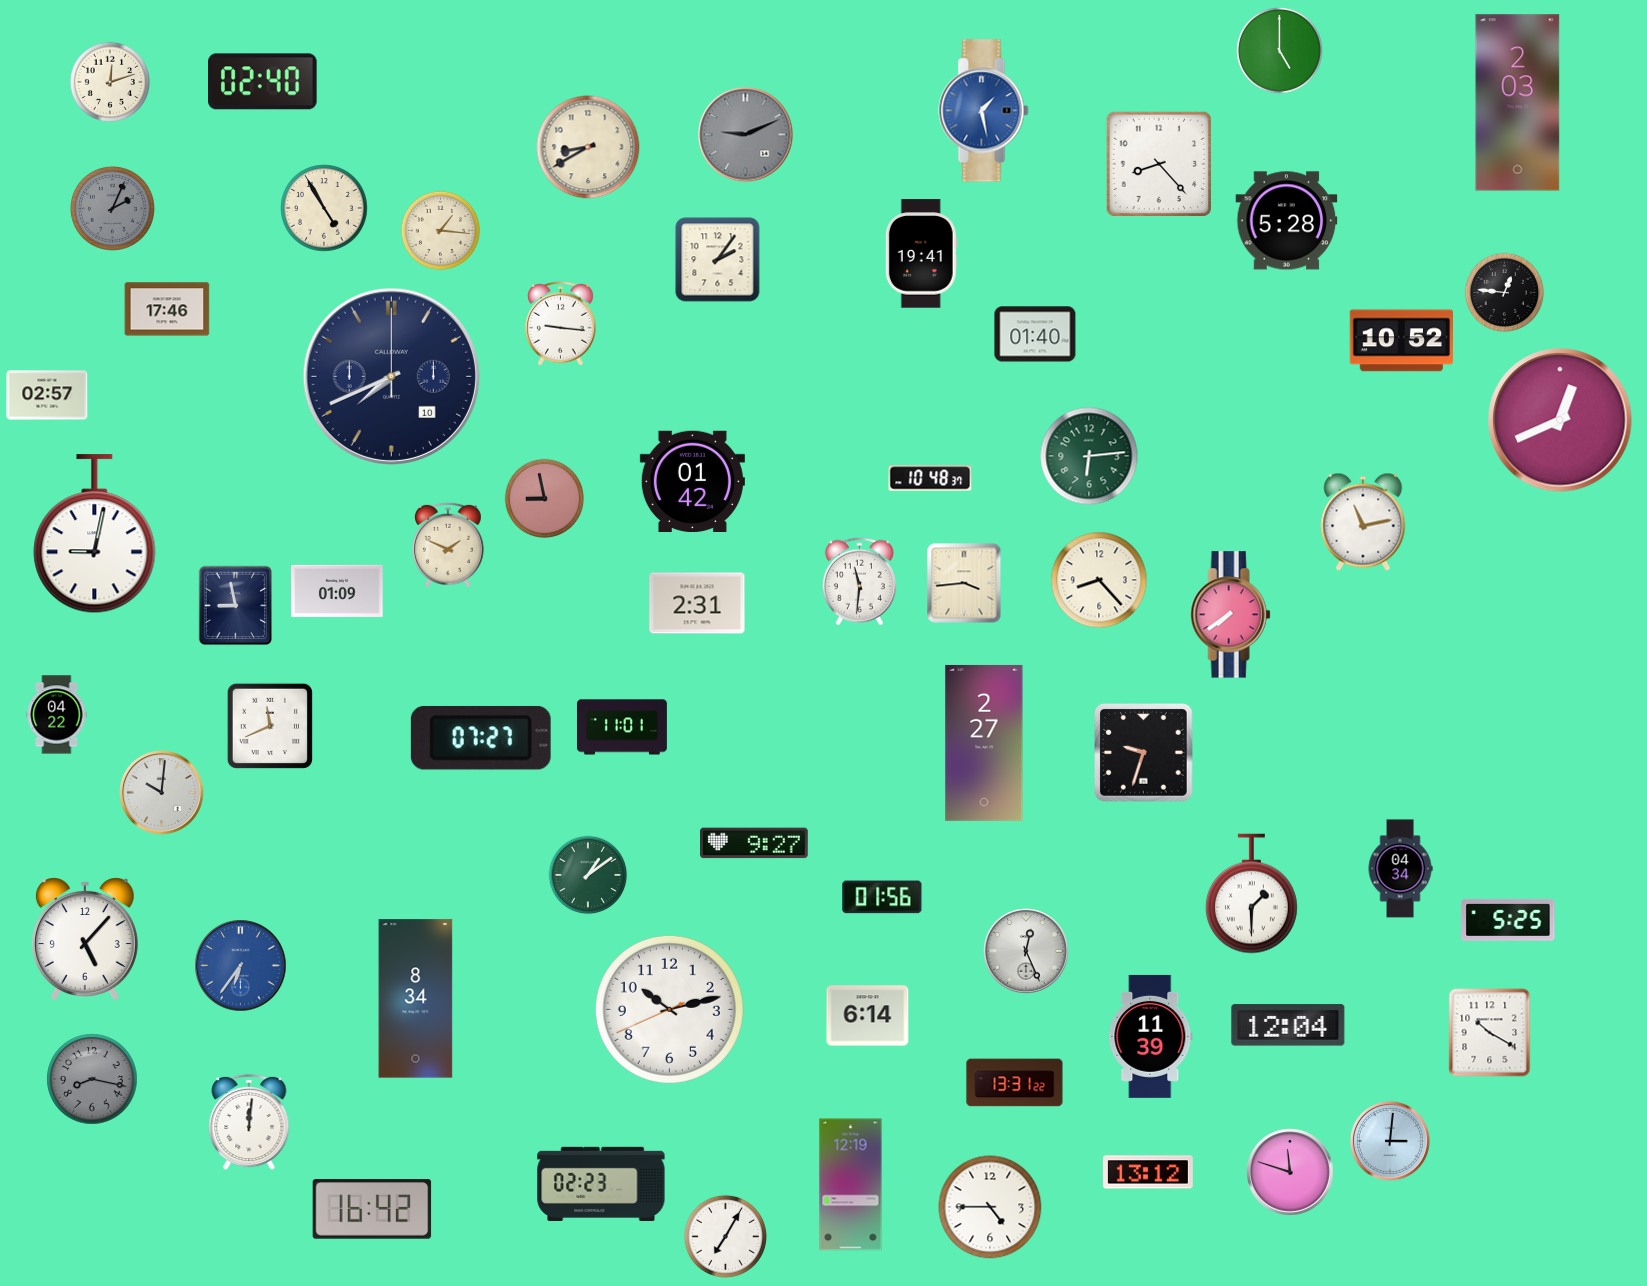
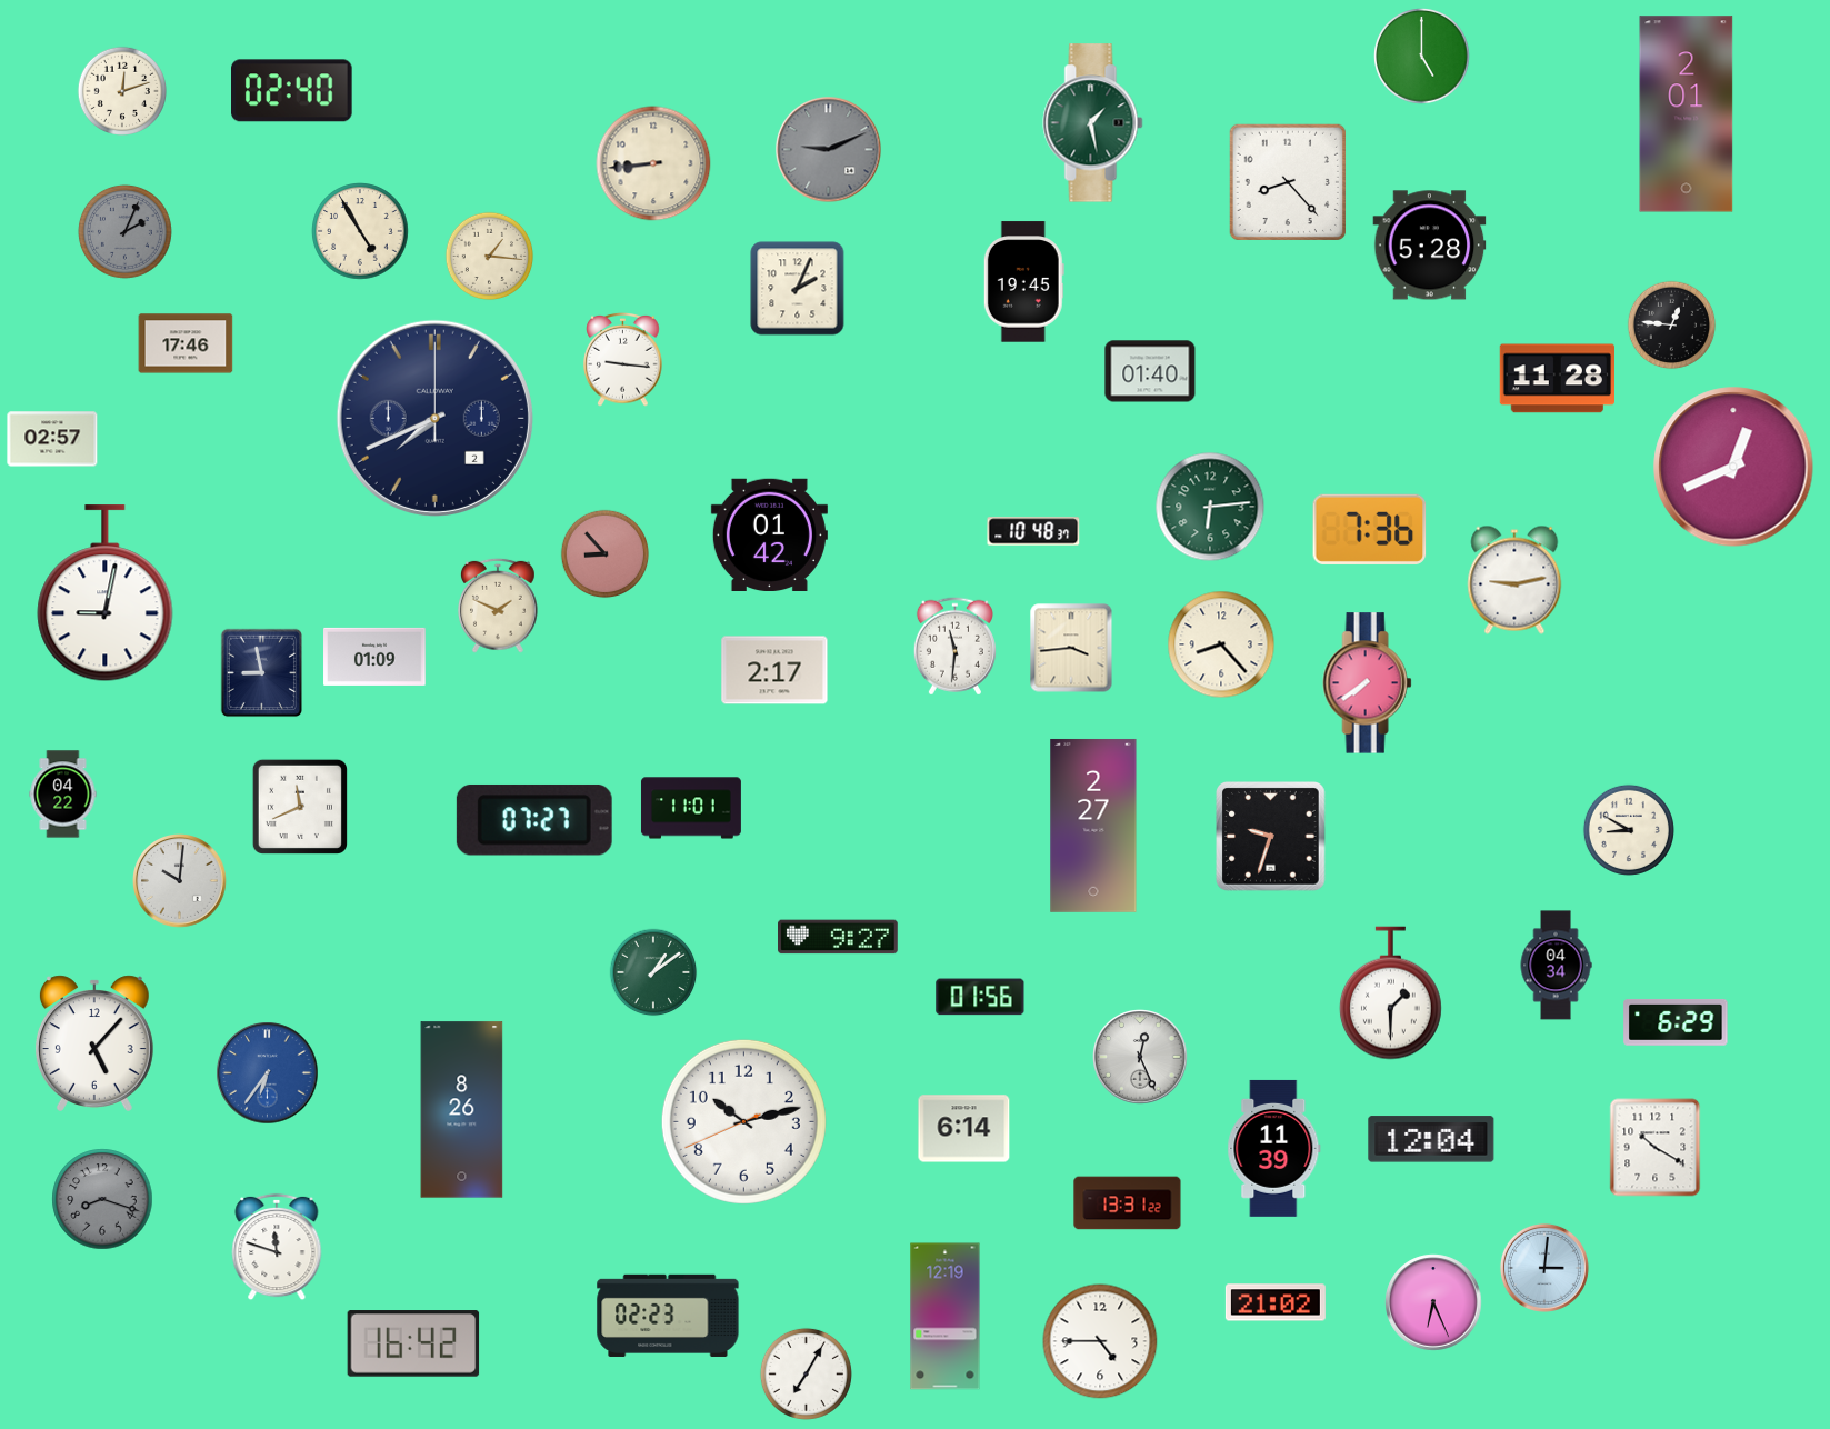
clock at (1518, 103): 2:03 -> 2:01
clock at (984, 111) dial: blue -> green
clock at (588, 147): 8:40 -> 8:44
clock at (921, 254): 19:41 -> 19:45
clock at (718, 260): 2:06 -> 2:04
clock at (1402, 341): 10:52 -> 11:28
clock at (391, 376) date: 10 -> 2
clock at (1370, 529): none -> 7:36
clock at (545, 499): 8:58 -> 8:53
clock at (1363, 522): 11:13 -> 9:13
clock at (697, 603): 2:31 -> 2:17
clock at (1629, 830): none -> 8:50
clock at (1508, 920): 5:25 -> 6:29
clock at (416, 999): 8:34 -> 8:26
clock at (1151, 1036) position: (1151, 1036) -> (1274, 1148)
clock at (92, 1079): 8:17 -> 8:18
clock at (249, 1122): 12:01 -> 11:48
clock at (1148, 1172): 13:12 -> 21:02
clock at (1290, 1172): 11:48 -> 6:26
